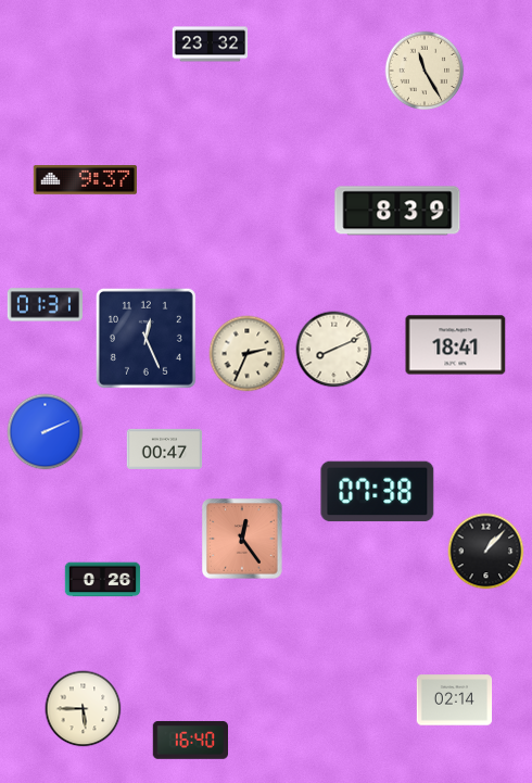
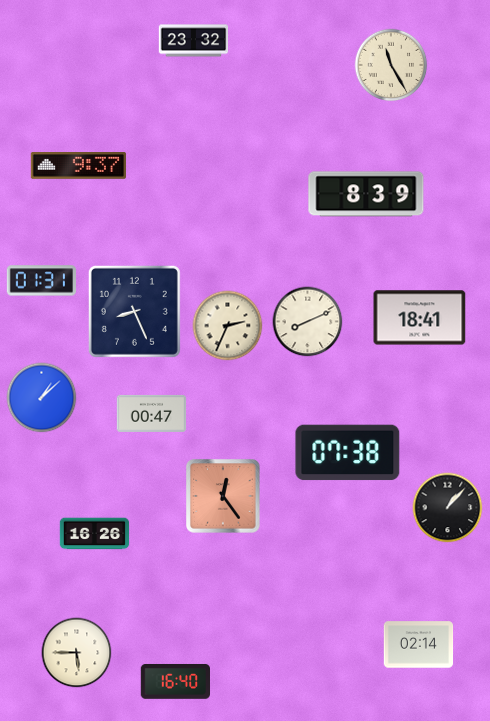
clock at (145, 338): 12:26 -> 8:26
clock at (46, 432): 2:11 -> 1:08
clock at (103, 580): 0:26 -> 16:26
